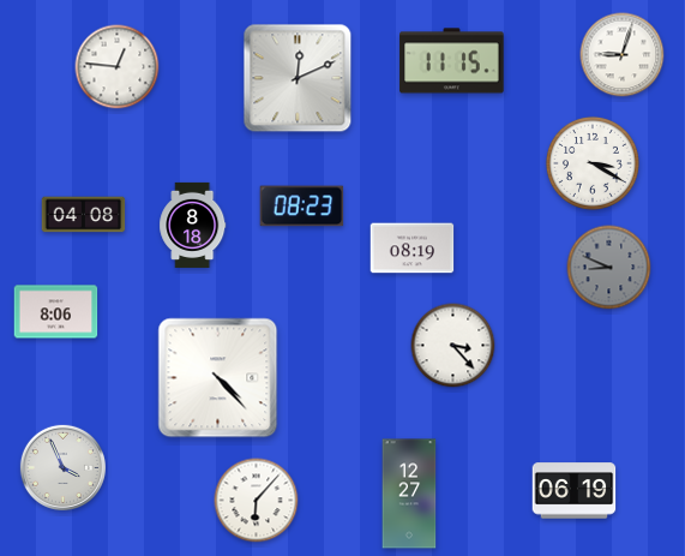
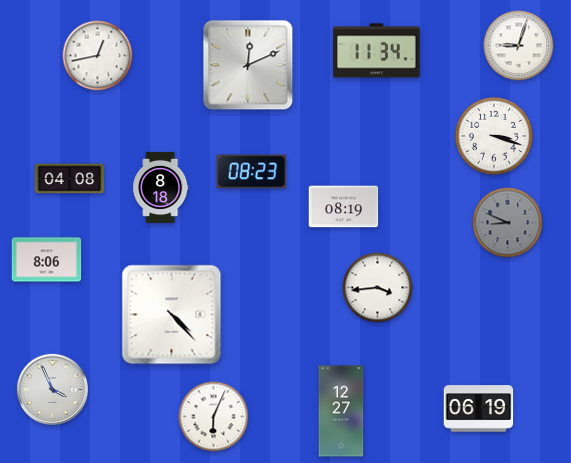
clock at (452, 61): 11:15 -> 11:34
clock at (118, 67): 12:46 -> 12:43
clock at (593, 163): 3:20 -> 3:18
clock at (453, 346): 3:23 -> 3:44
clock at (218, 378) position: (218, 378) -> (172, 315)
clock at (257, 501): 6:07 -> 6:04
